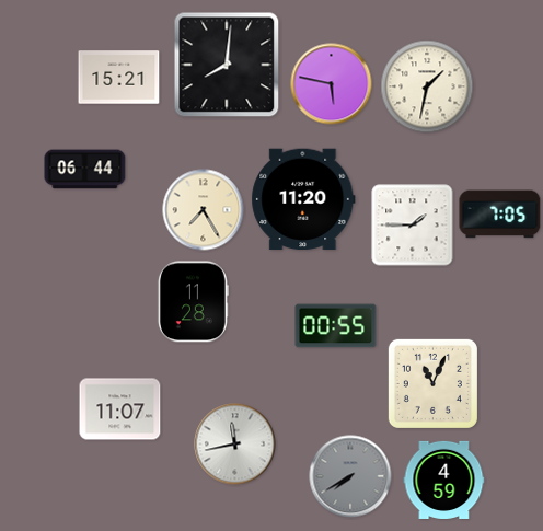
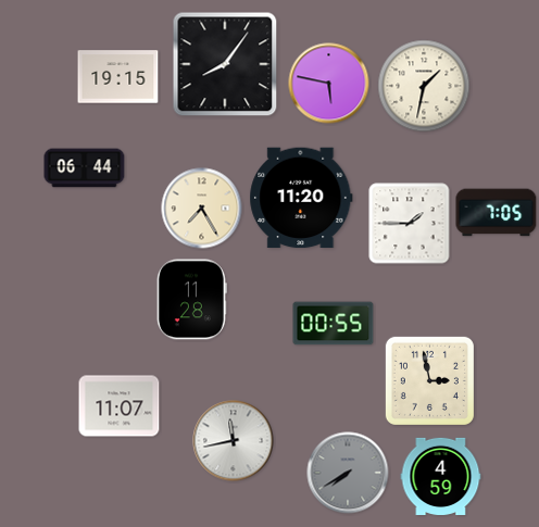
clock at (227, 65): 8:01 -> 8:06
clock at (119, 78): 15:21 -> 19:15
clock at (432, 383): 11:04 -> 2:58
